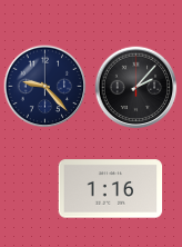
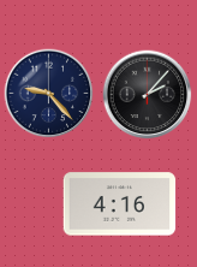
clock at (111, 189): 1:16 -> 4:16
